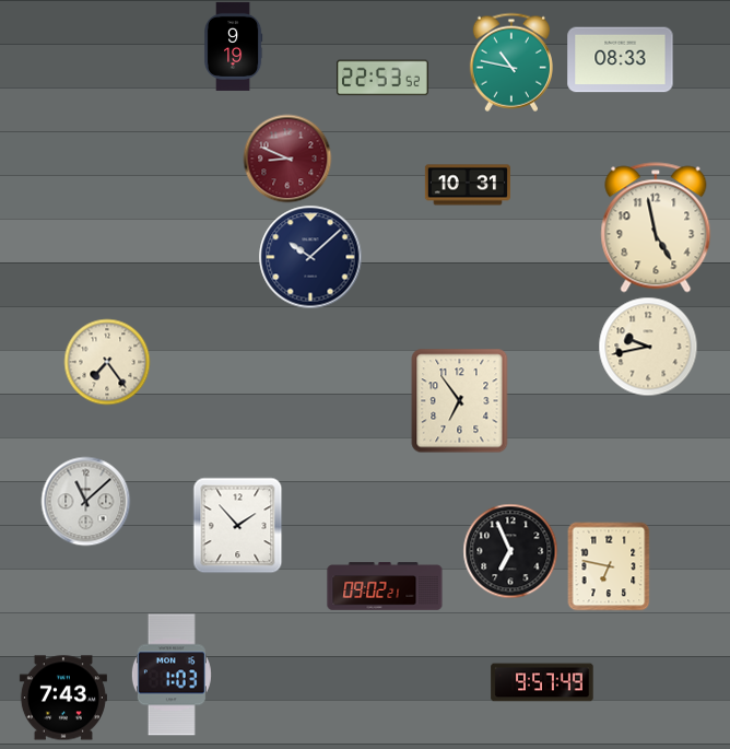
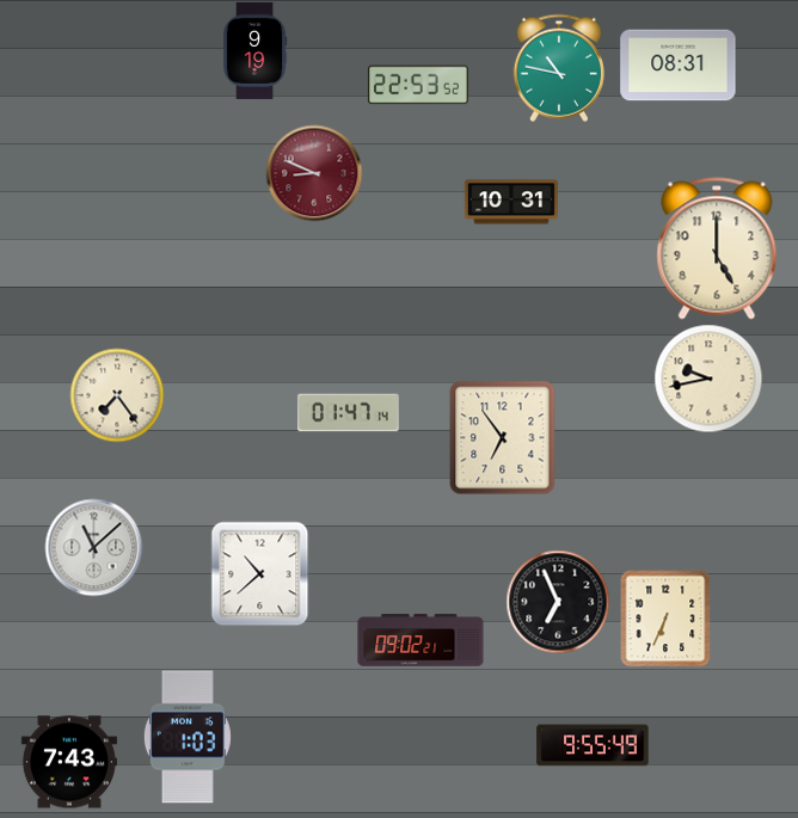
clock at (621, 60): 08:33 -> 08:31
clock at (656, 227): 4:58 -> 5:00
clock at (310, 257): 10:08 -> none
clock at (348, 413): none -> 01:47
clock at (238, 525): 1:53 -> 10:38
clock at (609, 566): 6:47 -> 6:34
clock at (542, 682): 9:57 -> 9:55
